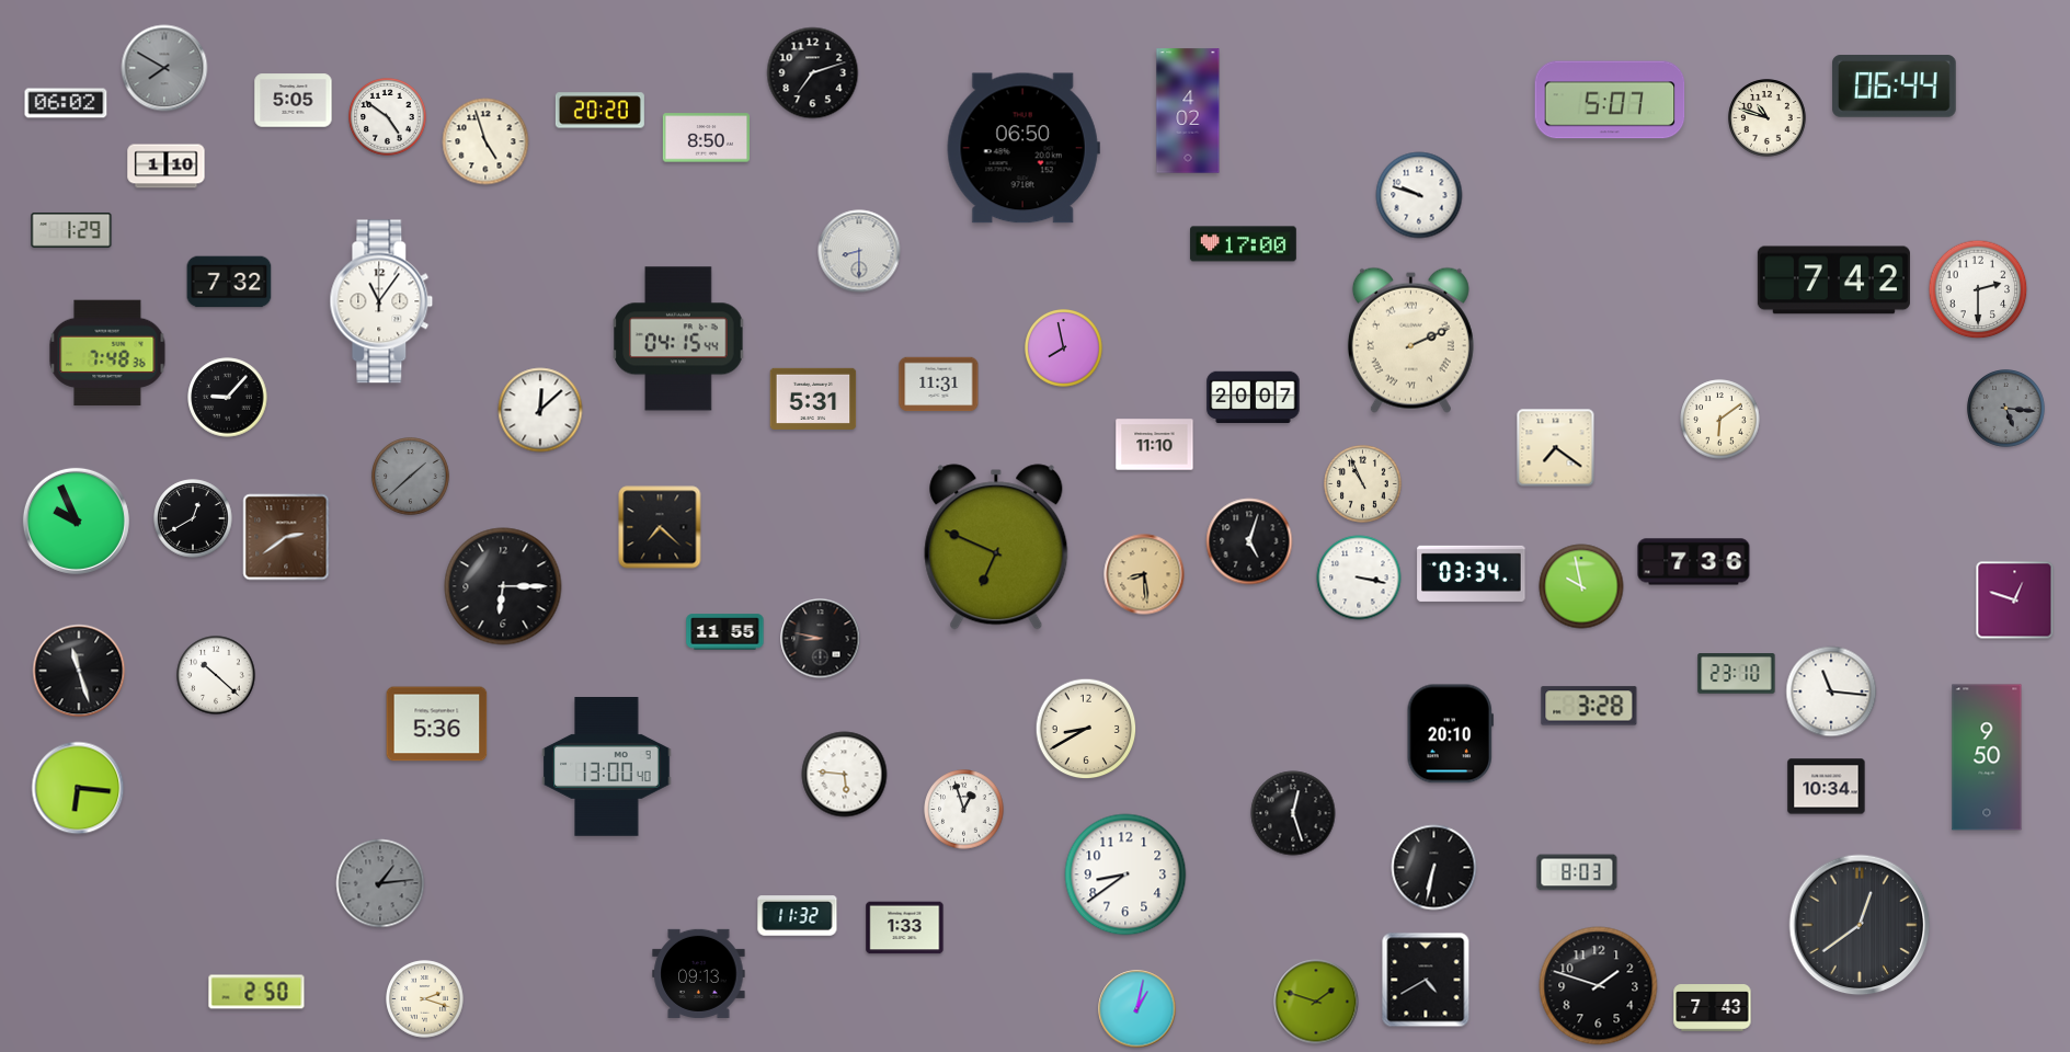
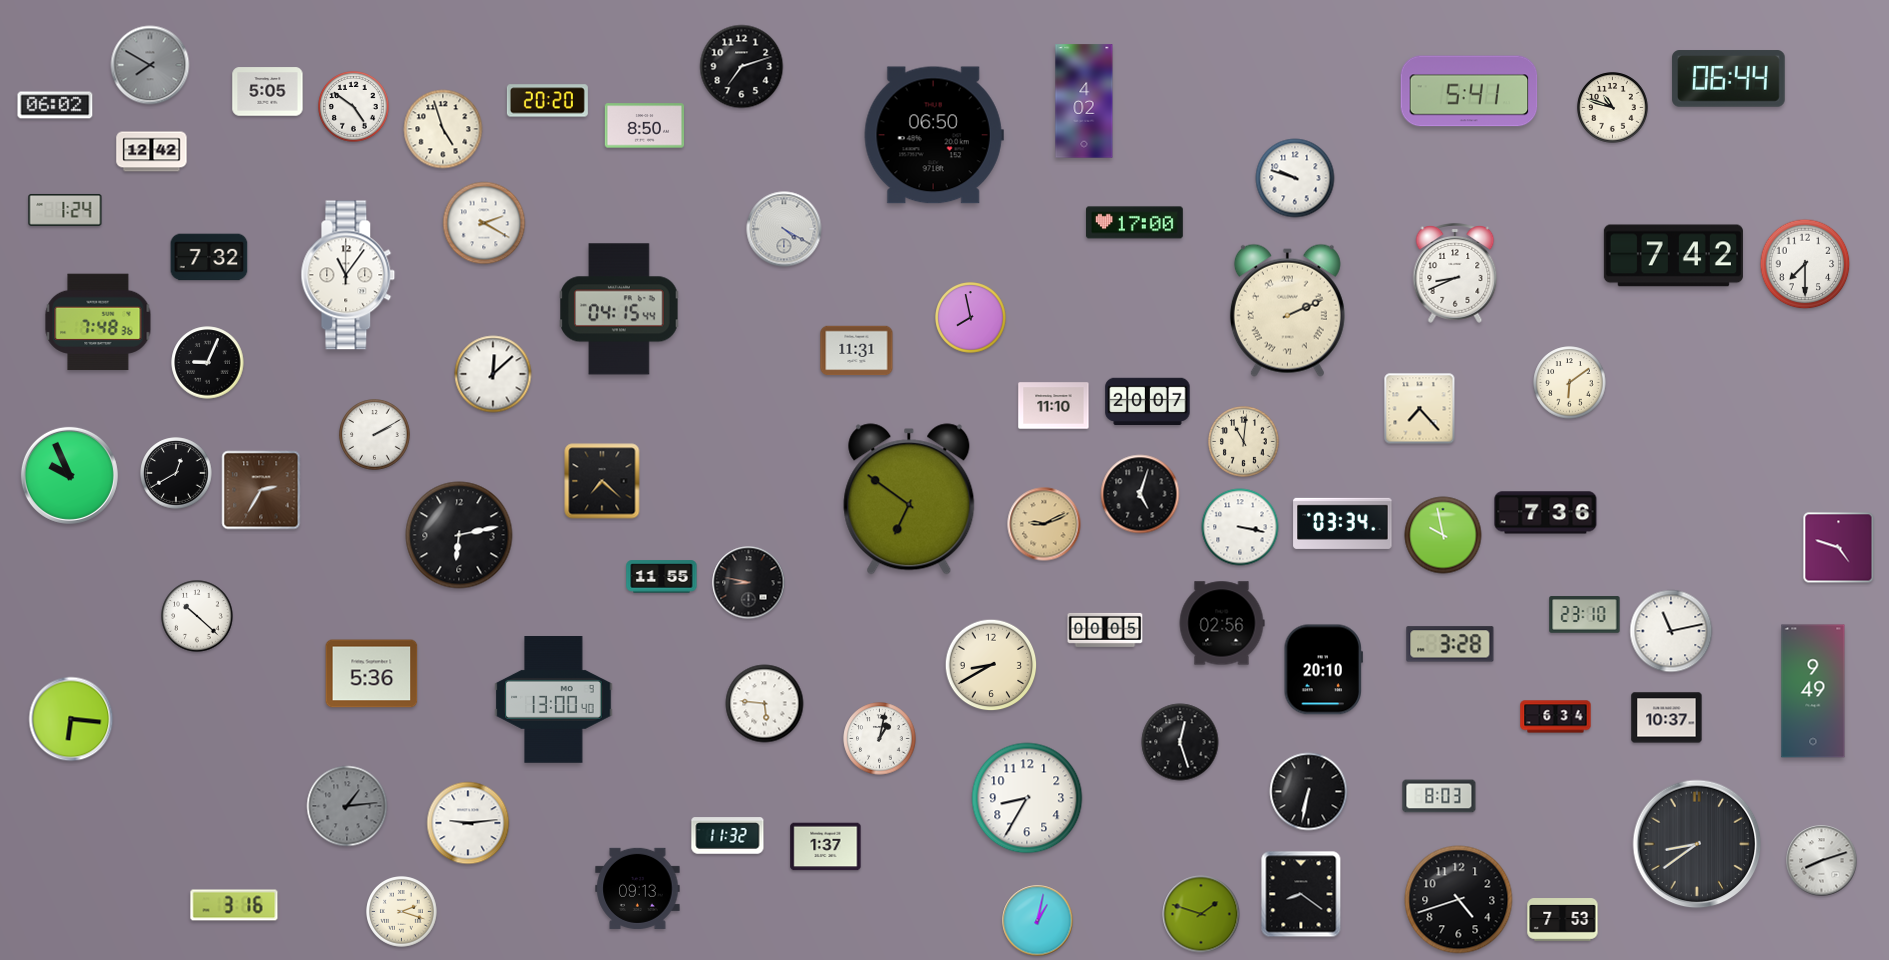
clock at (164, 68) position: (164, 68) -> (150, 65)
clock at (1610, 100): 5:07 -> 5:41
clock at (66, 103) position: (66, 103) -> (55, 105)
clock at (167, 167): 1:10 -> 12:42
clock at (71, 230): 1:29 -> 1:24
clock at (484, 223): none -> 2:20
clock at (859, 251): 8:30 -> 4:20
clock at (1978, 289): 2:30 -> 7:30
clock at (1455, 273): none -> 8:41
clock at (1254, 397) position: (1254, 397) -> (1148, 401)
clock at (228, 398): 9:07 -> 9:04
clock at (813, 399): 5:31 -> none
clock at (2006, 409): 5:16 -> none
clock at (1556, 448): 7:21 -> 7:23
clock at (411, 477): 1:38 -> 2:10
clock at (411, 477) dial: grey -> white
clock at (1363, 484): 10:56 -> 11:01
clock at (286, 537): 2:39 -> 2:35
clock at (996, 547): 6:49 -> 6:51
clock at (1144, 574): 8:29 -> 9:11
clock at (503, 586): 6:15 -> 6:13
clock at (2015, 601): 12:48 -> 4:48
clock at (79, 671): 11:27 -> none
clock at (1222, 623): none -> 02:56
clock at (1105, 630): none -> 00:05
clock at (1831, 691): 11:16 -> 11:13
clock at (437, 724) position: (437, 724) -> (372, 674)
clock at (1987, 757): 9:50 -> 9:49
clock at (845, 775) position: (845, 775) -> (765, 704)
clock at (1556, 717): none -> 6:34
clock at (1827, 787): 10:34 -> 10:37
clock at (964, 810): 12:57 -> 1:02
clock at (1125, 874): 8:39 -> 8:35
clock at (468, 823): none -> 9:14
clock at (1860, 925): 12:39 -> 8:39
clock at (905, 928): 1:33 -> 1:37
clock at (1822, 861): none -> 8:12
clock at (1426, 980): 4:40 -> 8:21
clock at (1599, 986): 1:48 -> 4:42
clock at (256, 992): 2:50 -> 3:16
clock at (425, 999) position: (425, 999) -> (402, 912)
clock at (1713, 1008): 7:43 -> 7:53
